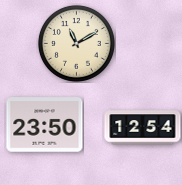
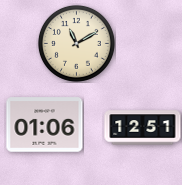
clock at (45, 125): 23:50 -> 01:06
clock at (143, 128): 12:54 -> 12:51
